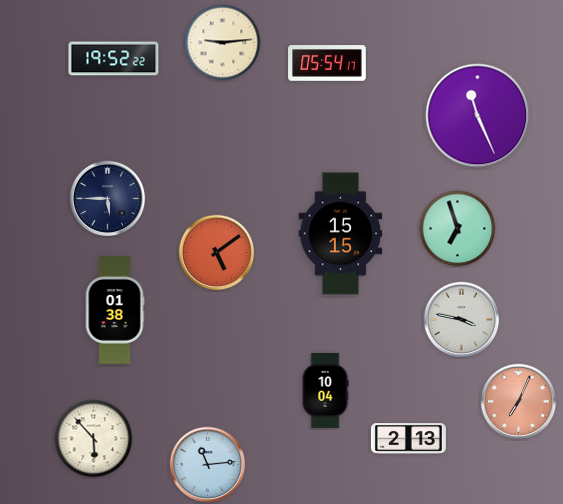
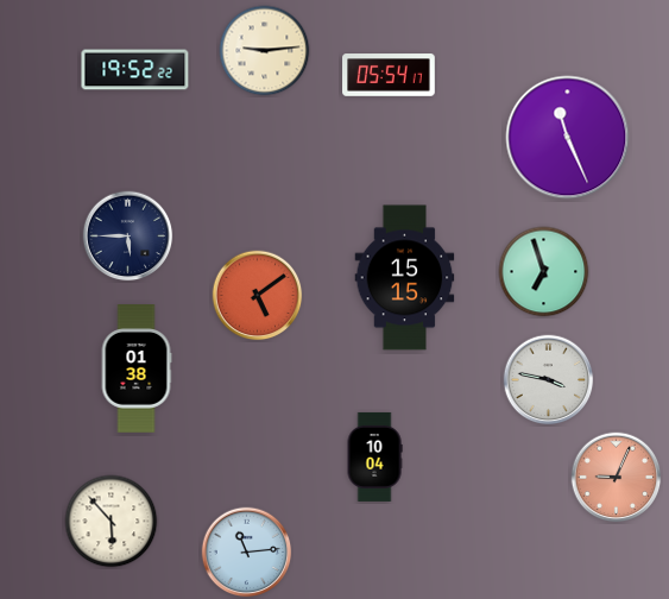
clock at (217, 253) position: (217, 253) -> (258, 296)
clock at (325, 390) position: (325, 390) -> (374, 456)
clock at (519, 402): 7:04 -> 9:04
clock at (408, 439): 2:13 -> none
